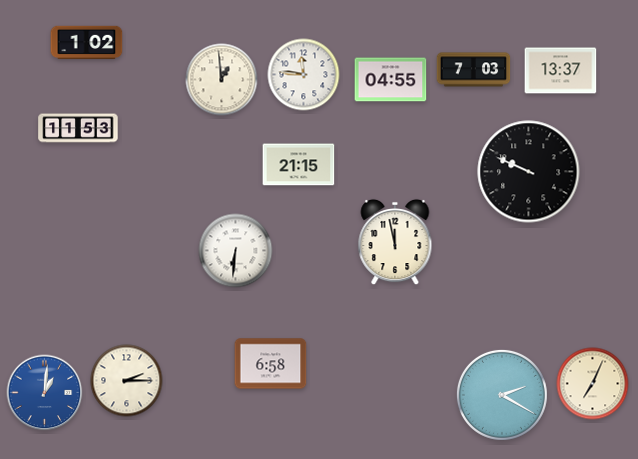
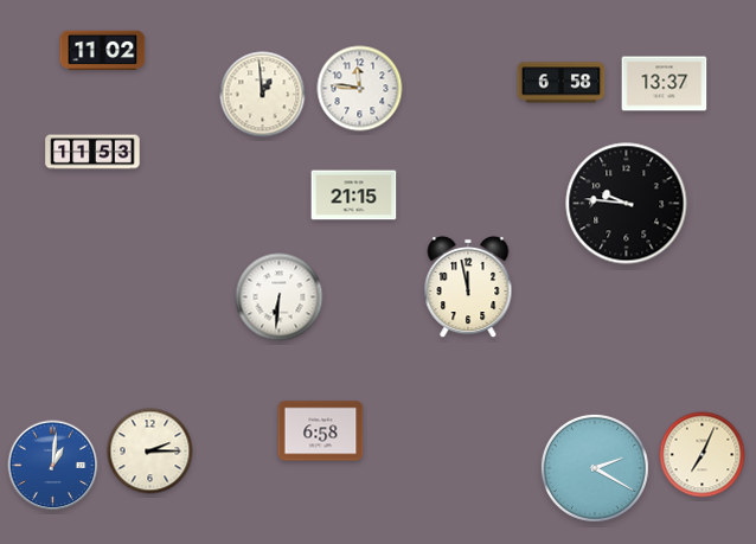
clock at (87, 43): 1:02 -> 11:02
clock at (474, 70): 7:03 -> 6:58
clock at (391, 80): 04:55 -> none
clock at (529, 172): 9:49 -> 9:46
